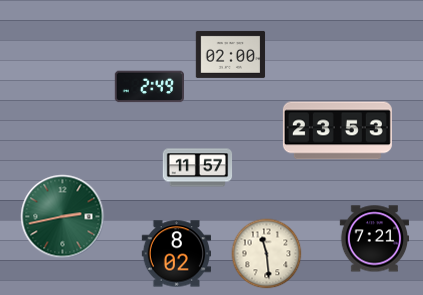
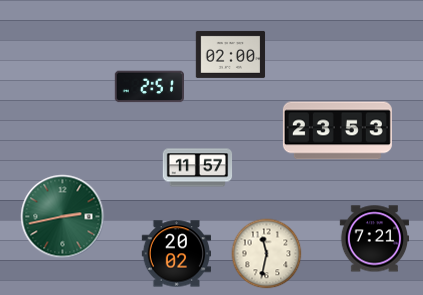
clock at (149, 87): 2:49 -> 2:51
clock at (177, 254): 8:02 -> 20:02
clock at (267, 254): 11:29 -> 11:32
